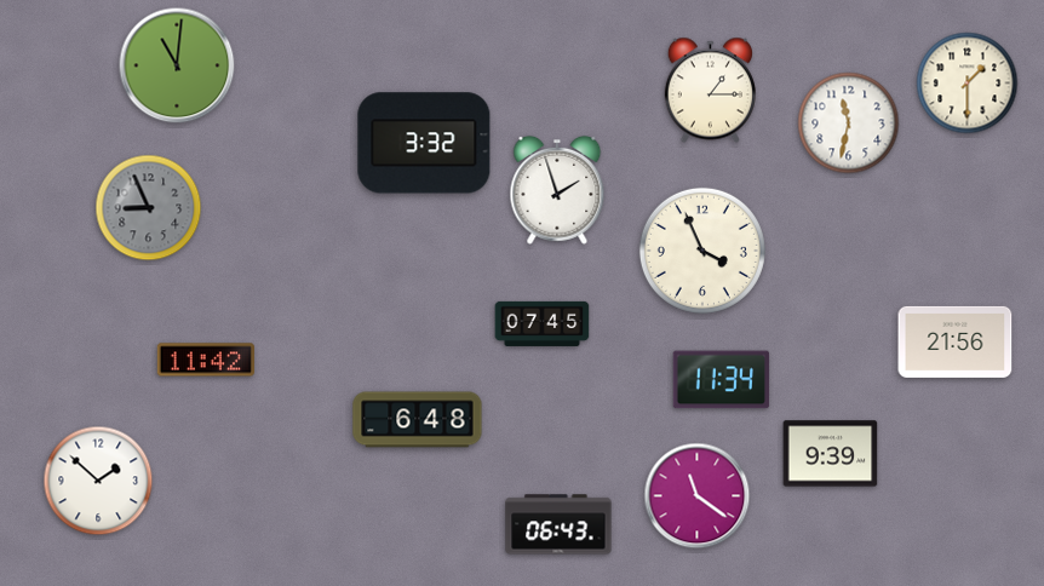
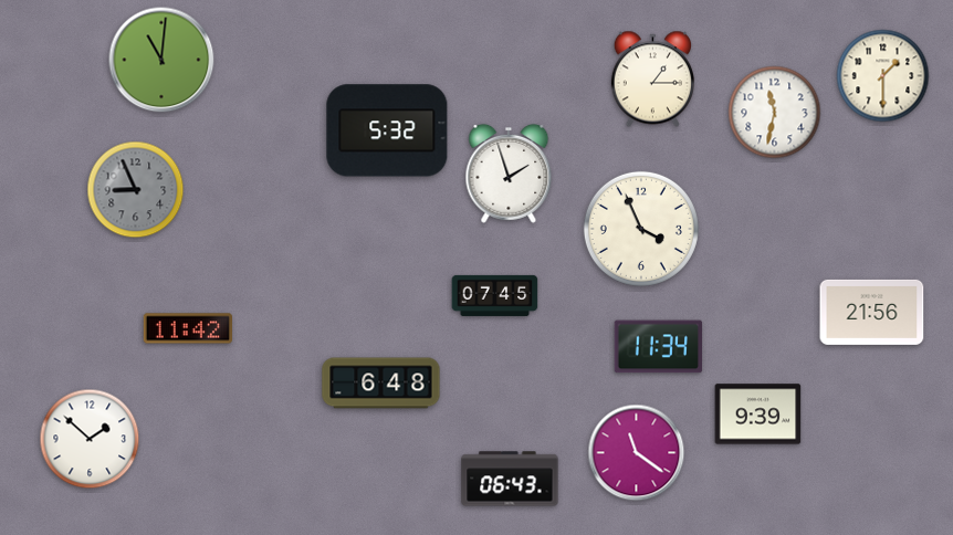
clock at (710, 91) position: (710, 91) -> (652, 80)
clock at (424, 143): 3:32 -> 5:32
